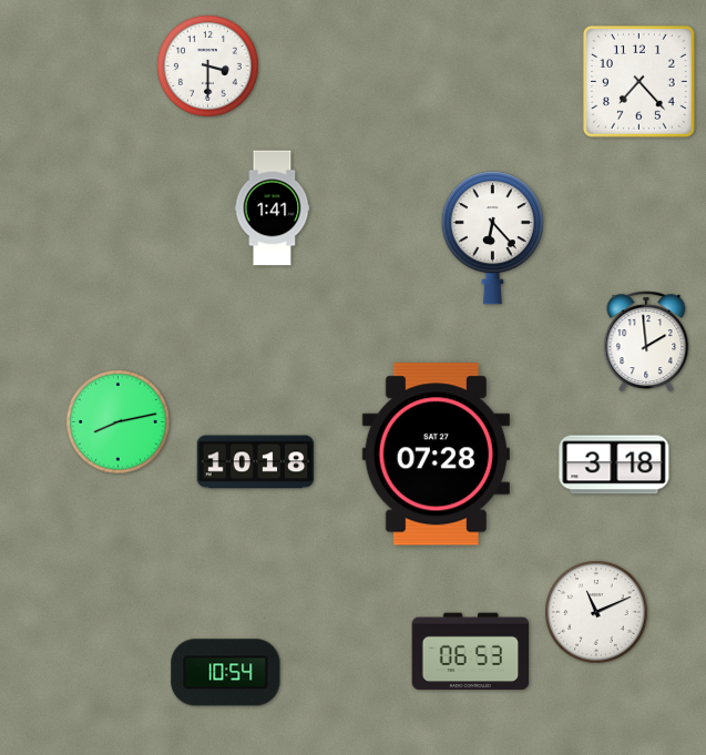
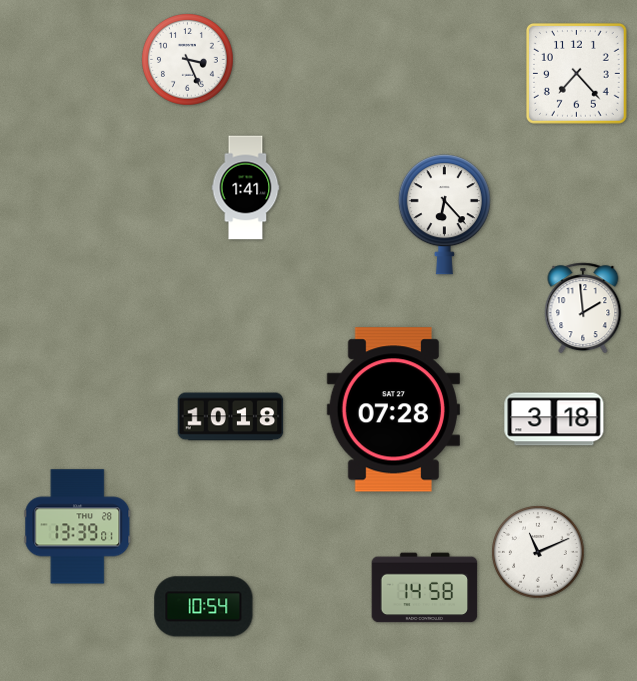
clock at (208, 67): 3:30 -> 3:26
clock at (119, 422): 8:13 -> none
clock at (78, 527): none -> 13:39
clock at (471, 652): 06:53 -> 14:58
